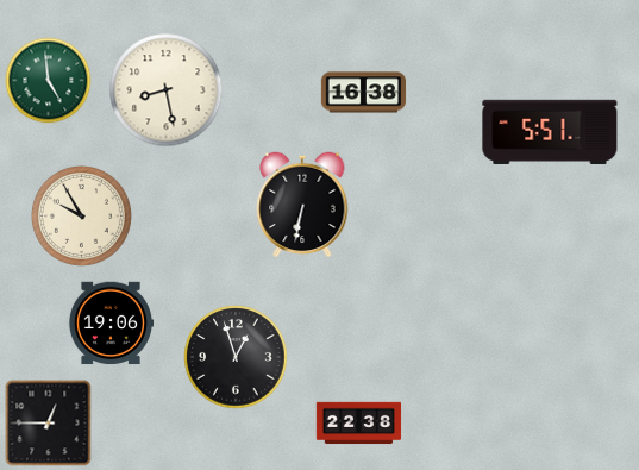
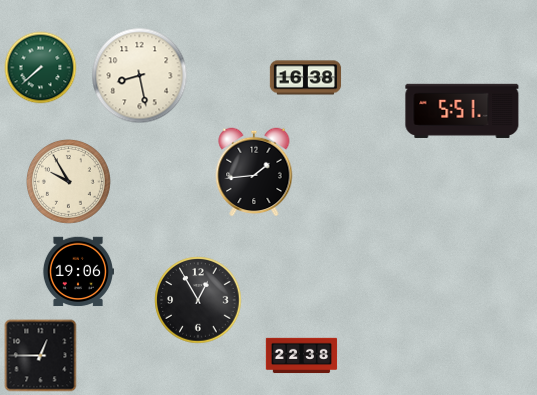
clock at (49, 81): 4:59 -> 7:38
clock at (302, 205): 6:32 -> 1:44
clock at (109, 324) position: (109, 324) -> (77, 272)
clock at (236, 357): 12:57 -> 12:55
